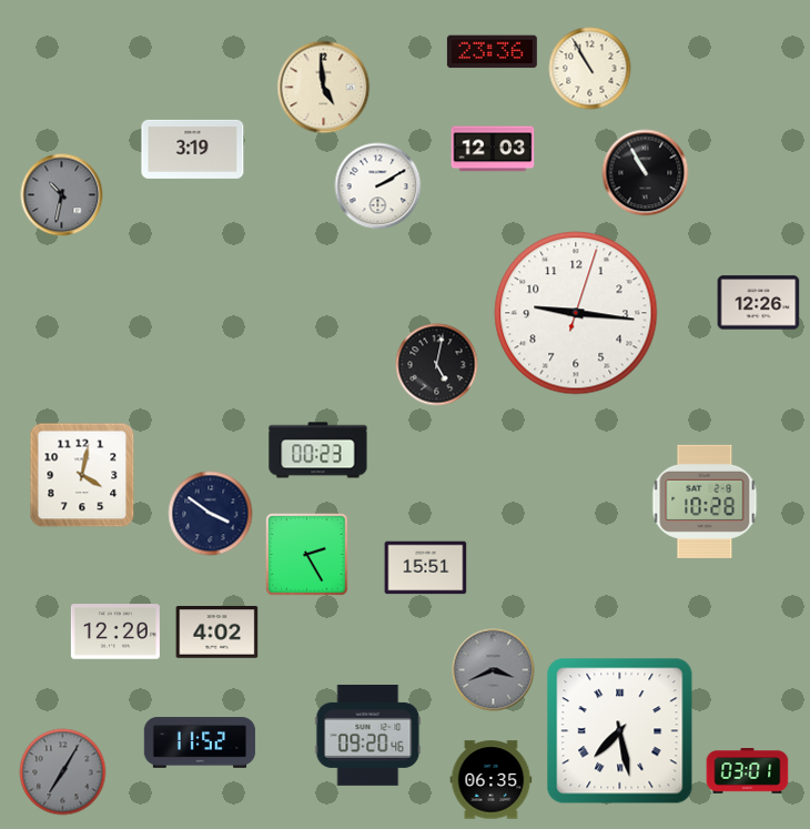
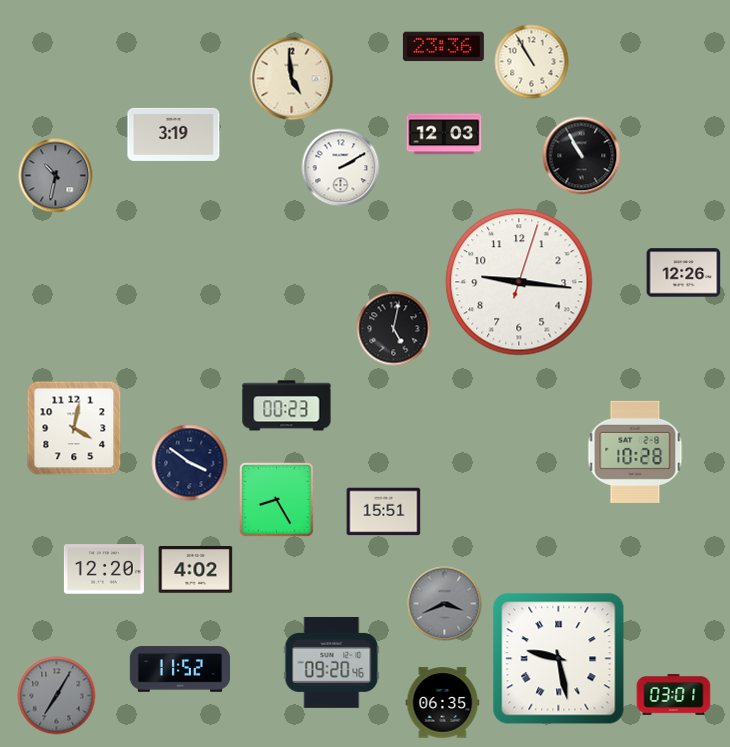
clock at (307, 555): 2:25 -> 8:25
clock at (620, 731): 7:28 -> 9:28
